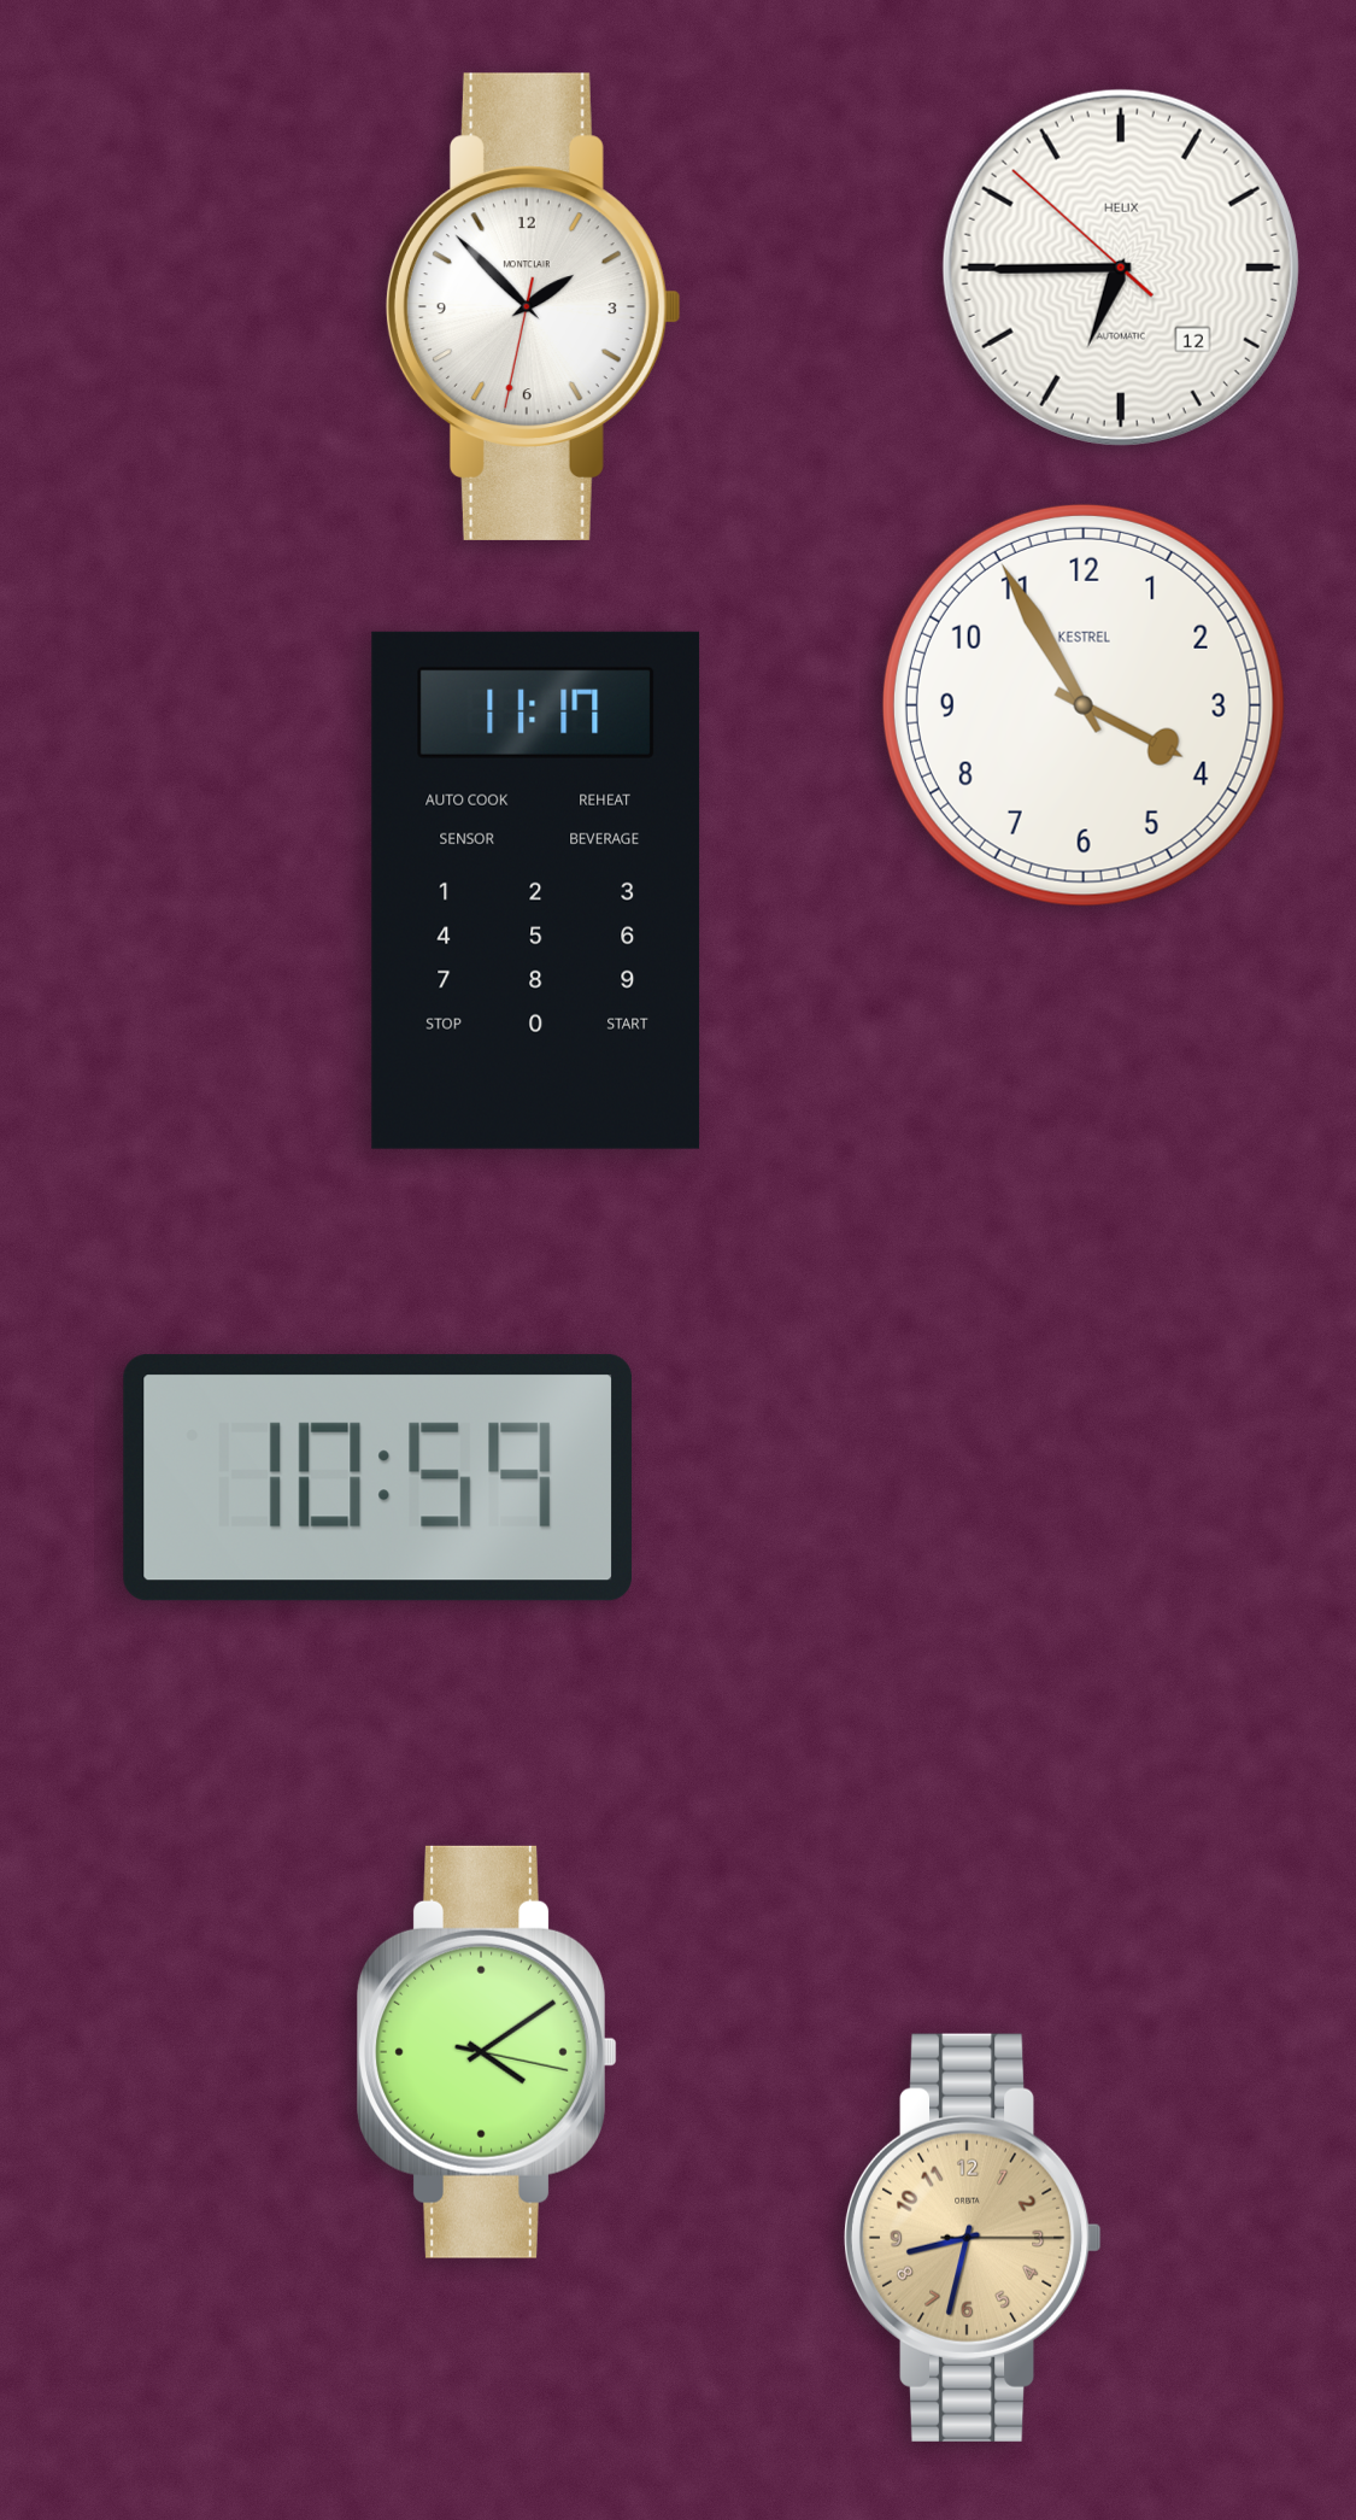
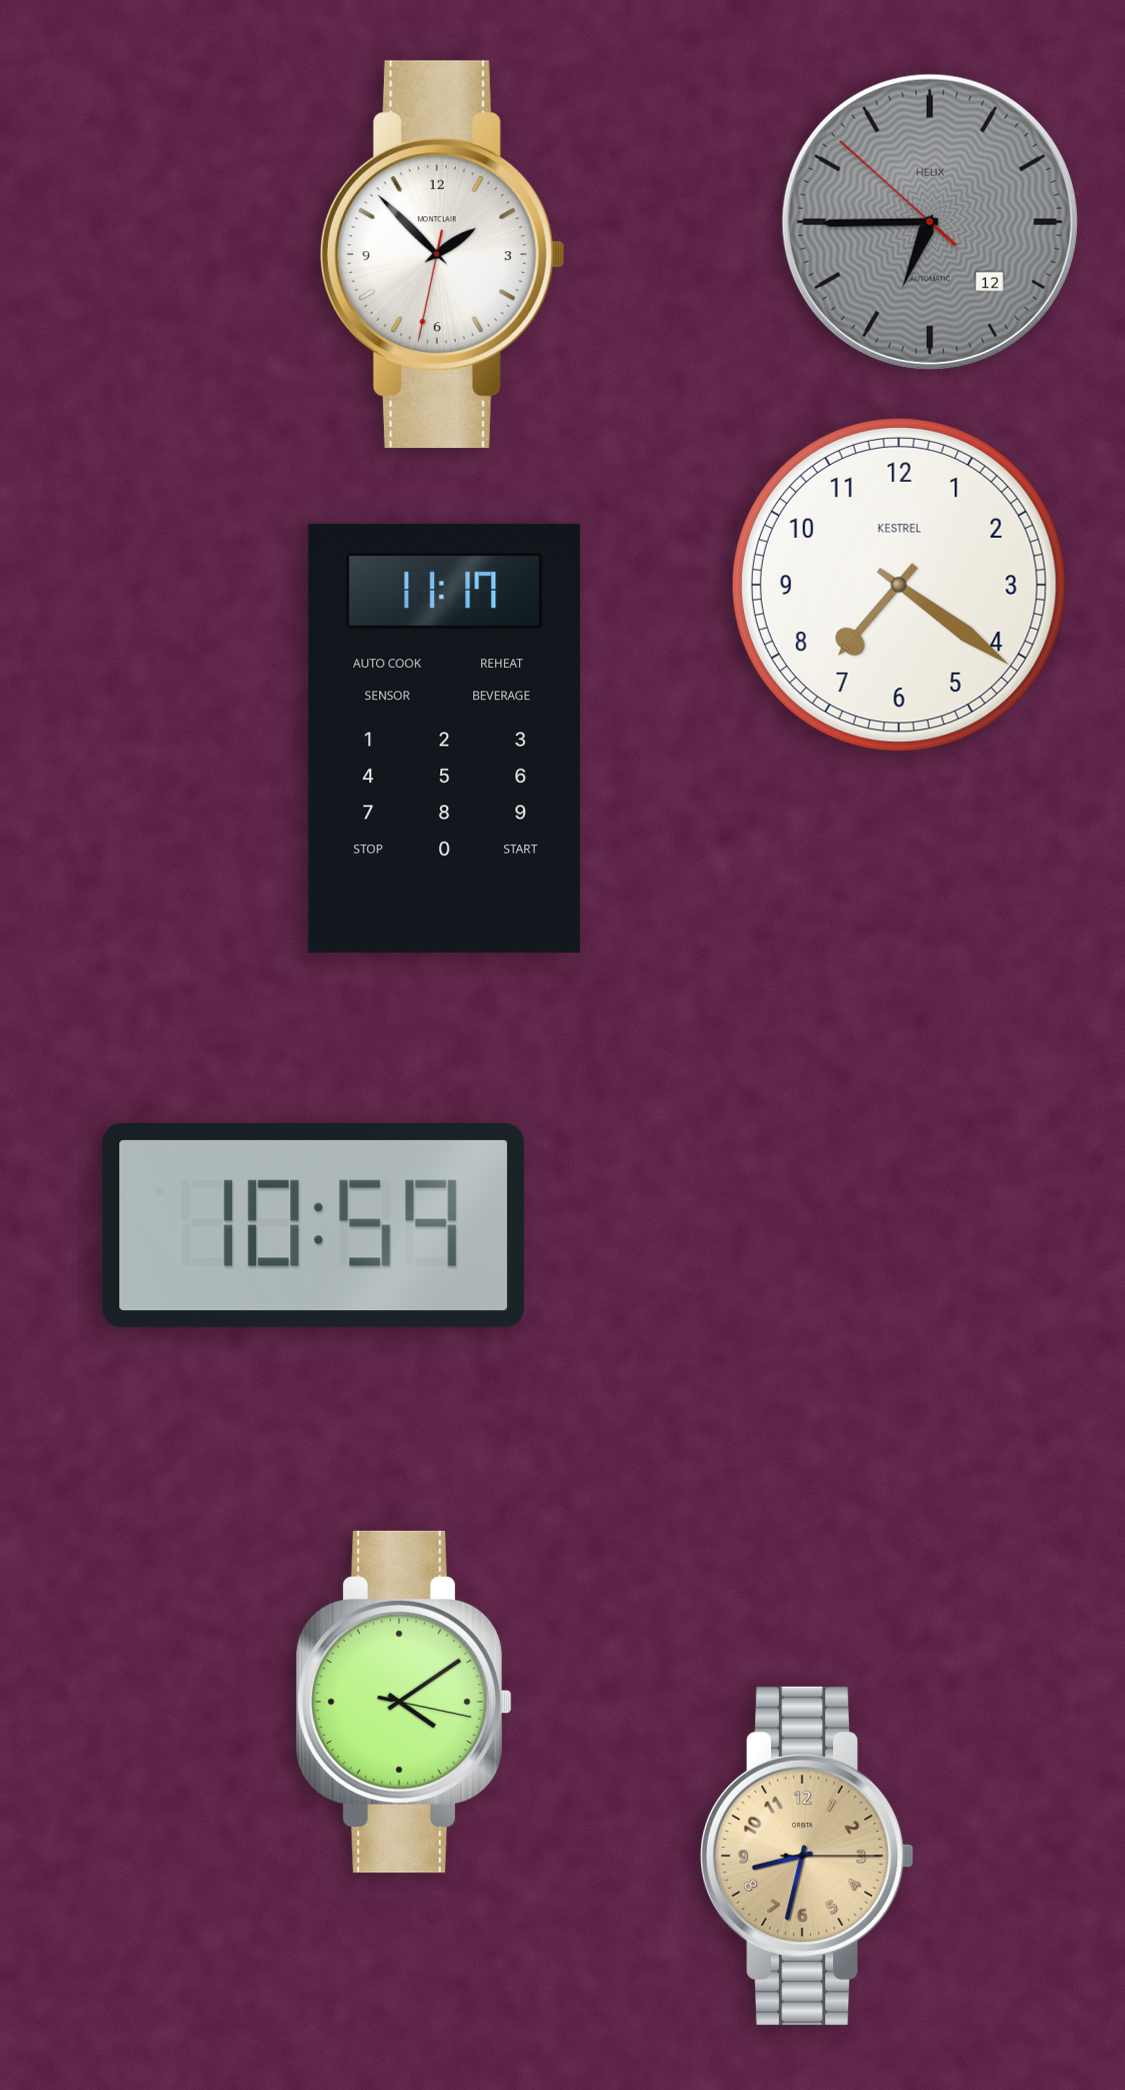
clock at (1121, 268) dial: white -> grey
clock at (1084, 705): 3:55 -> 7:21
